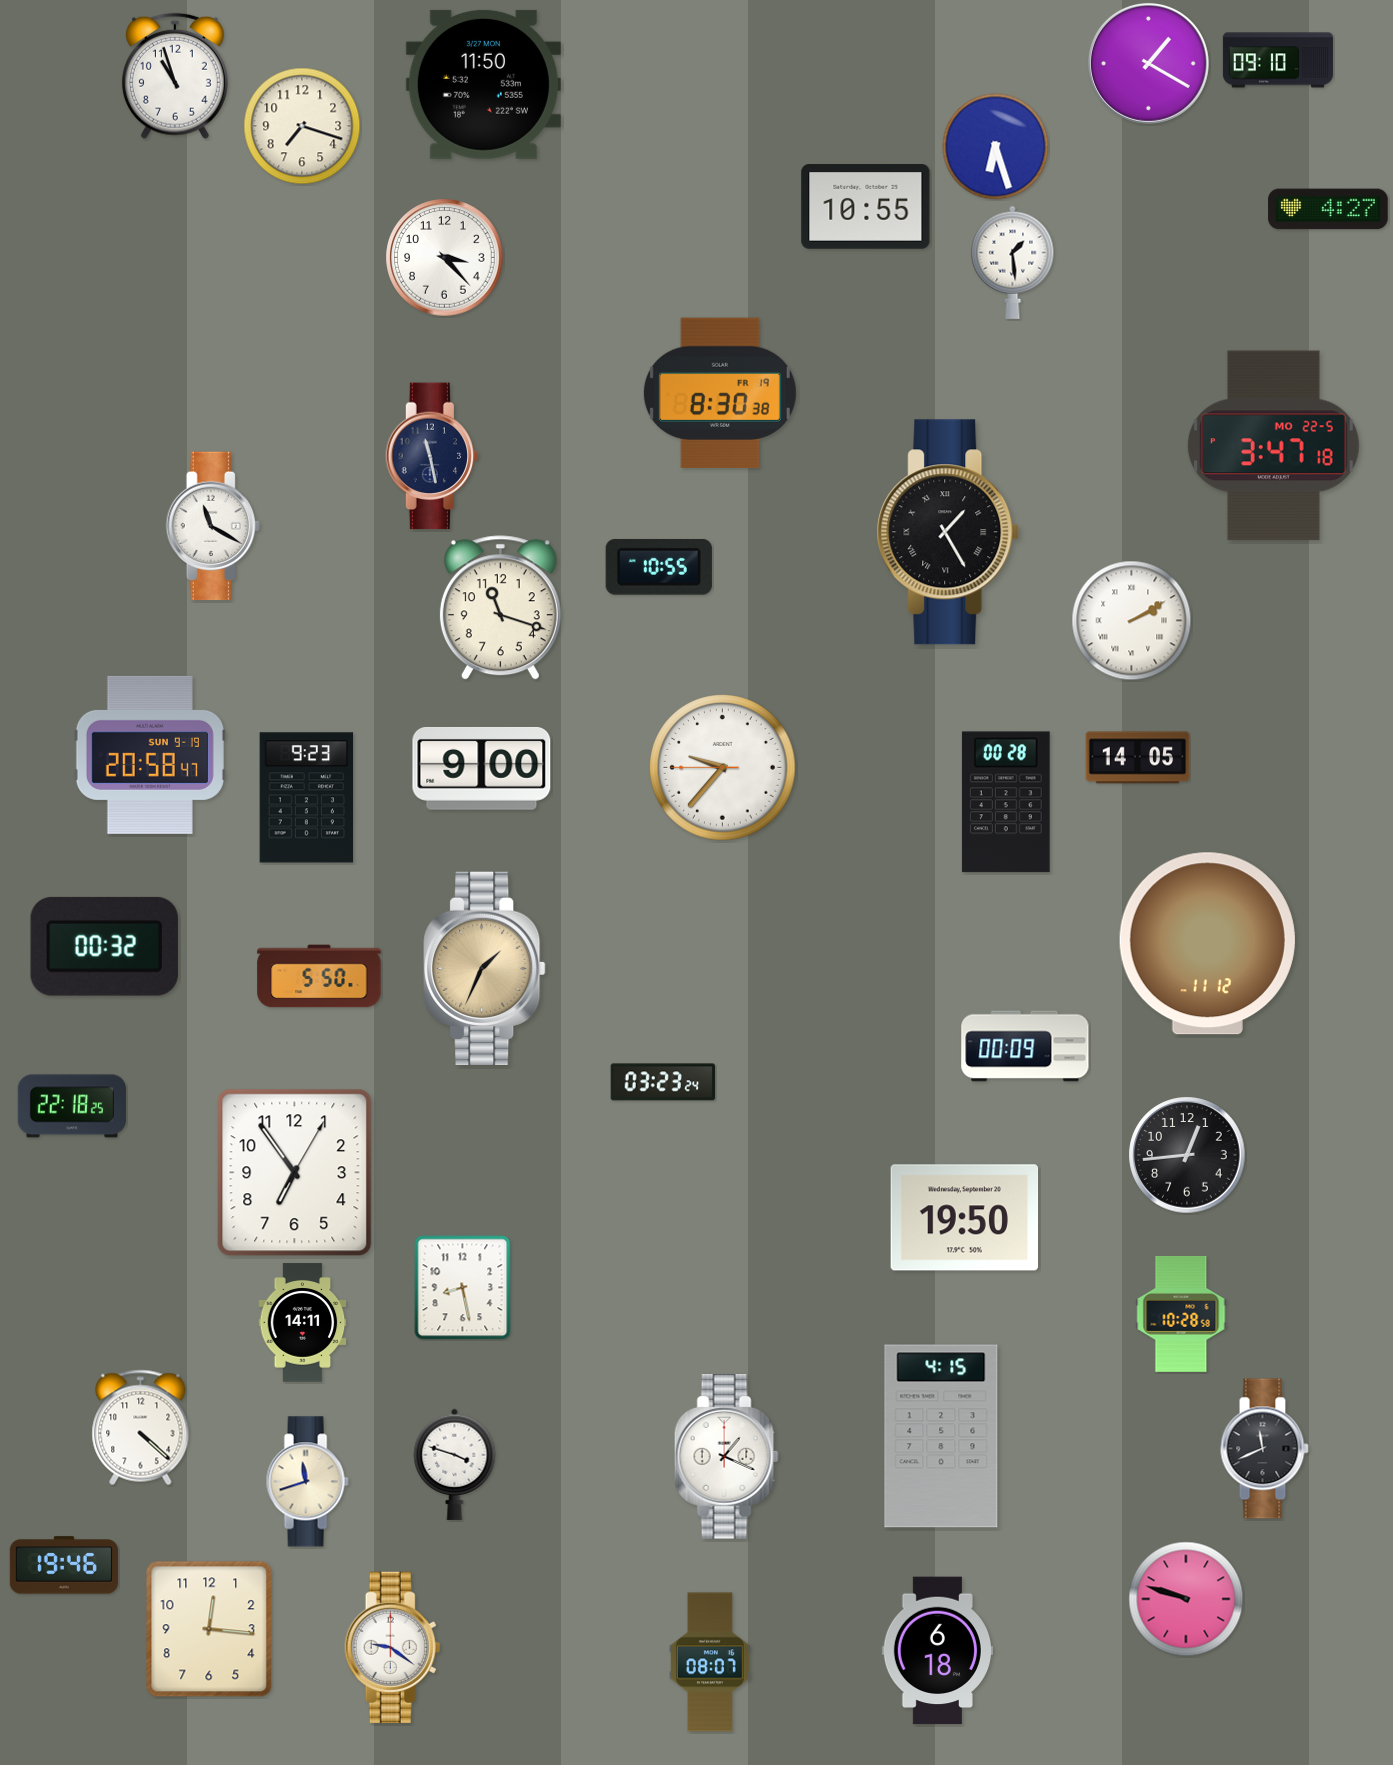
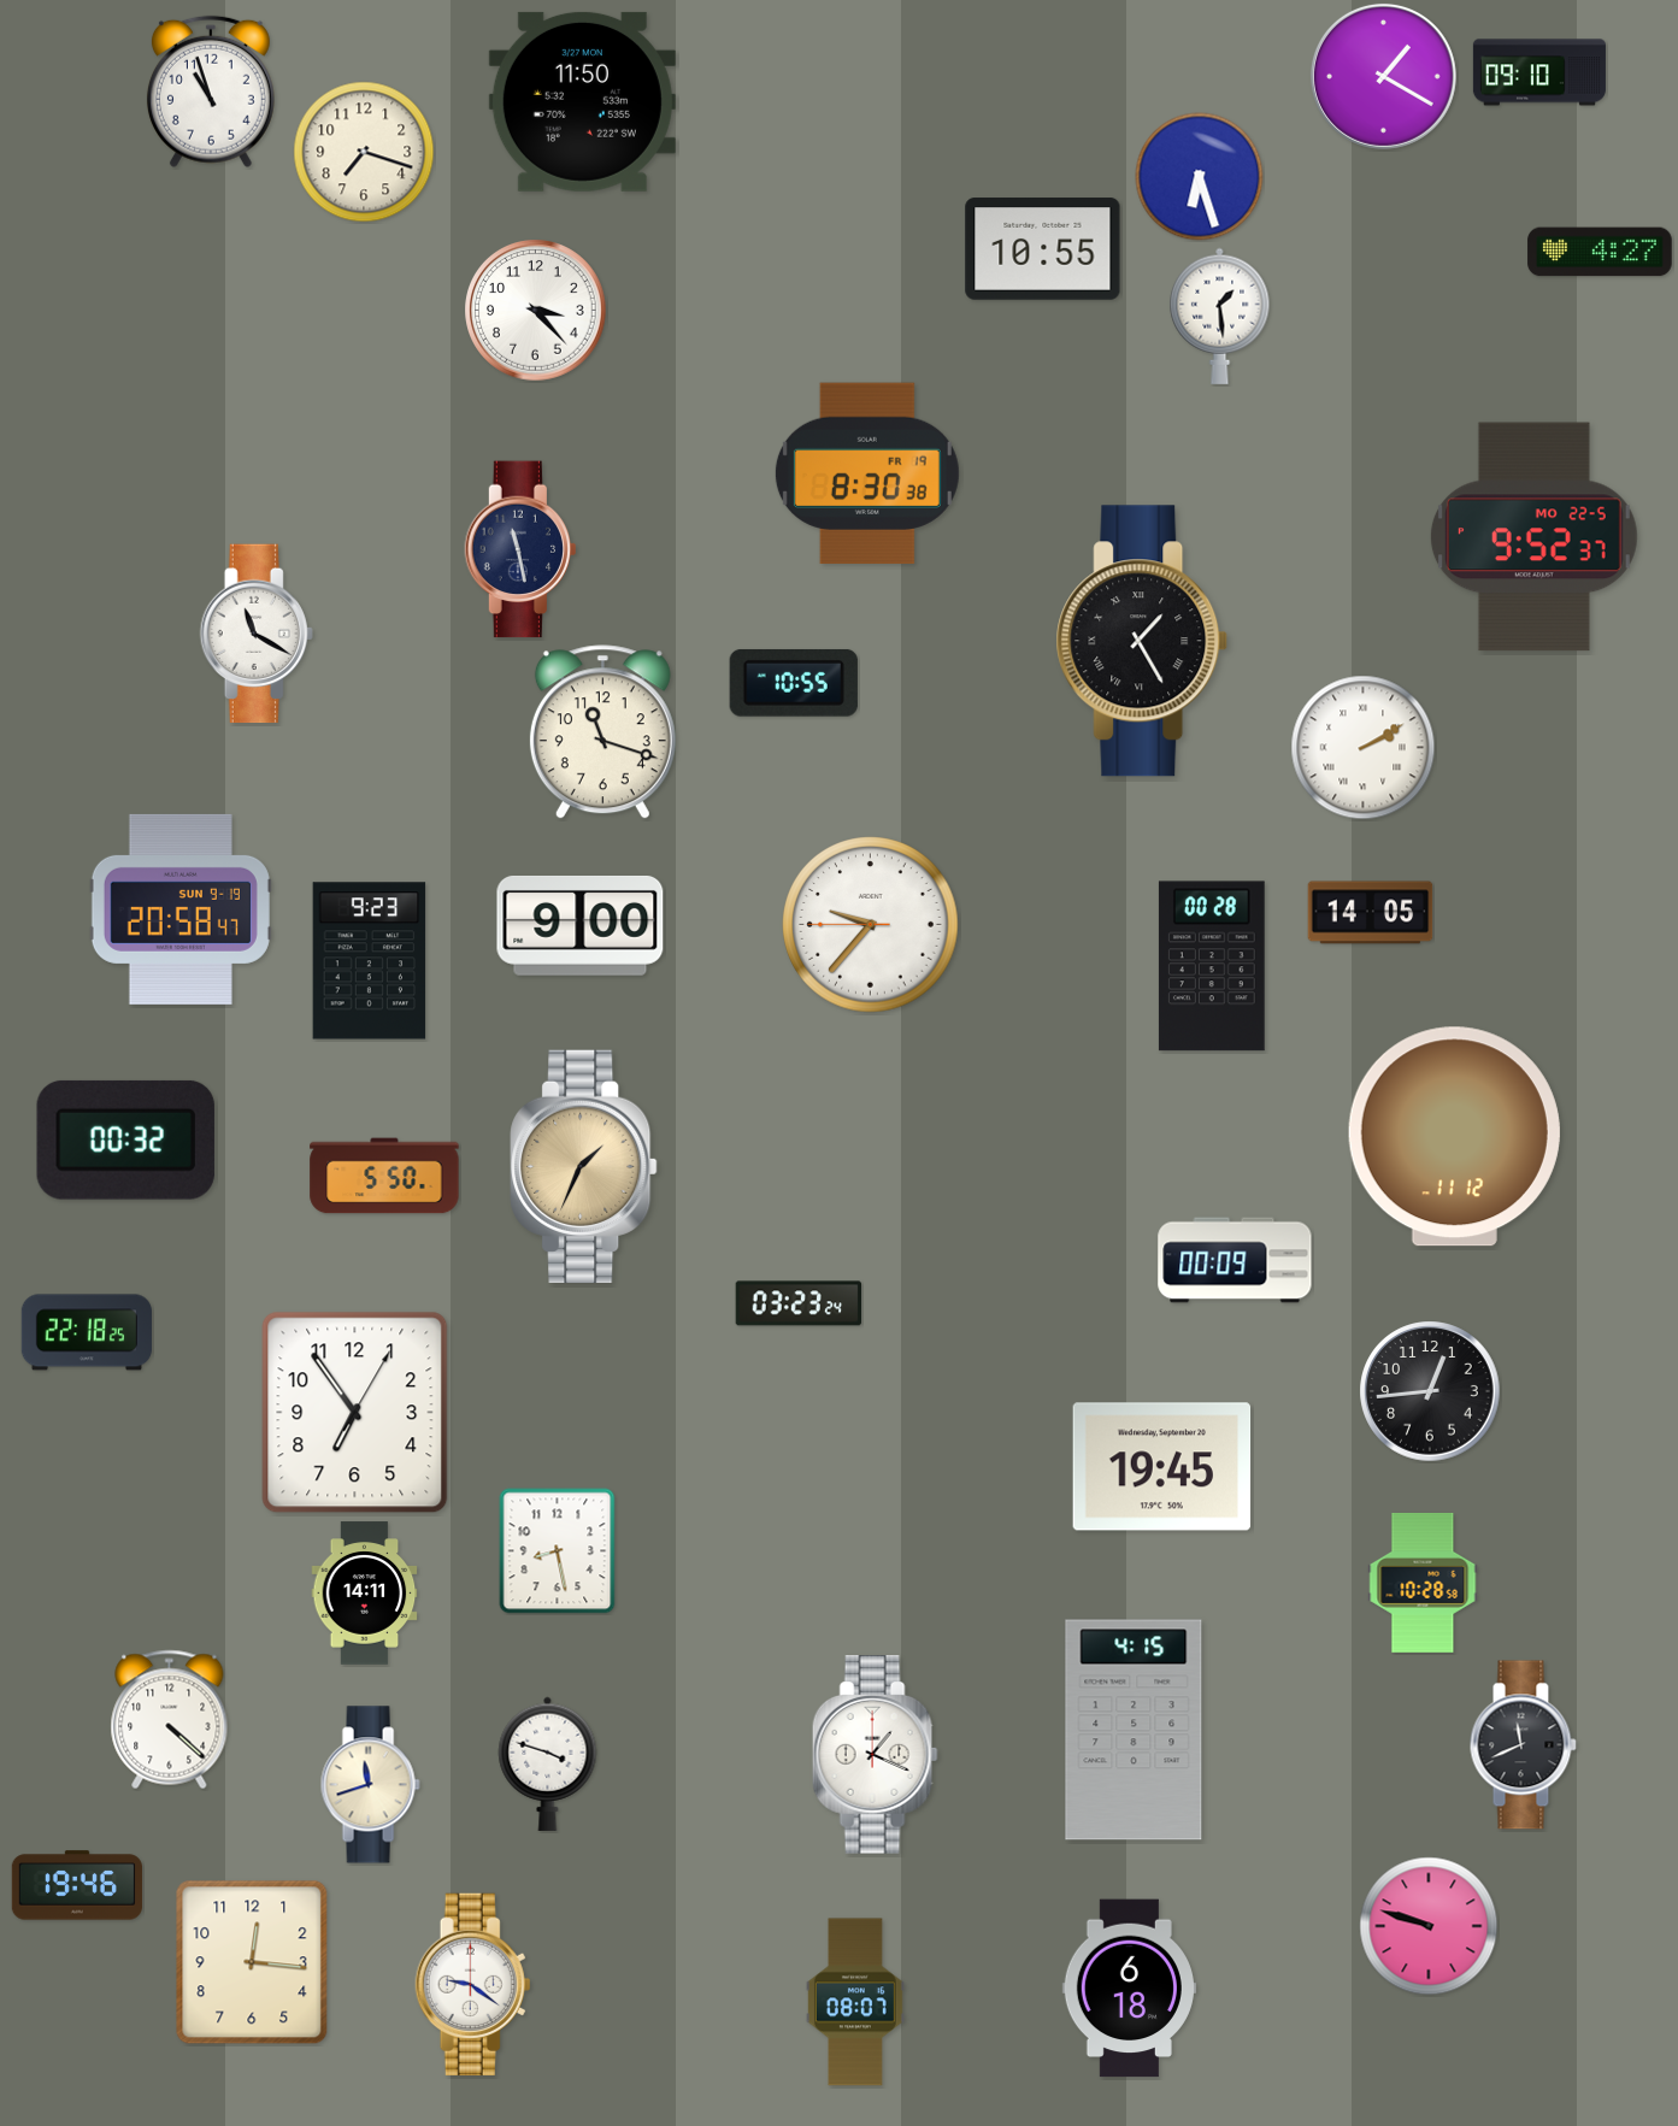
clock at (1273, 446): 3:47 -> 9:52
clock at (965, 1218): 19:50 -> 19:45
